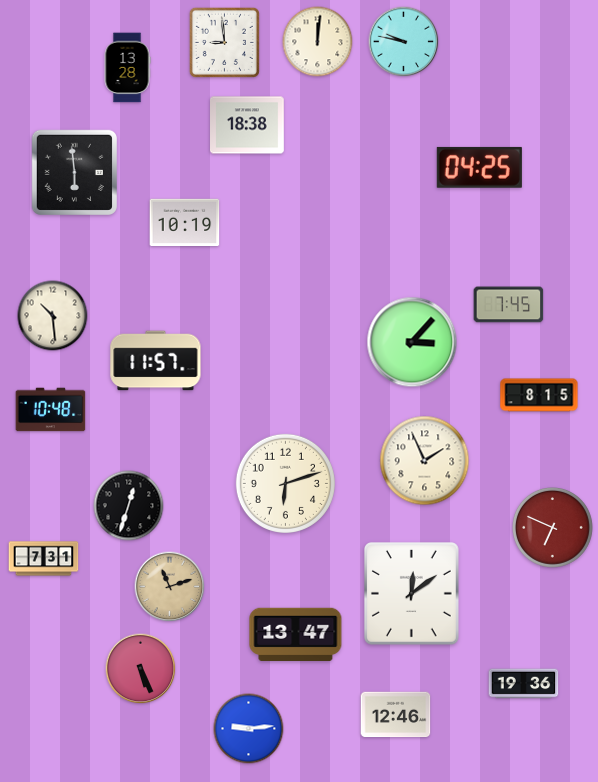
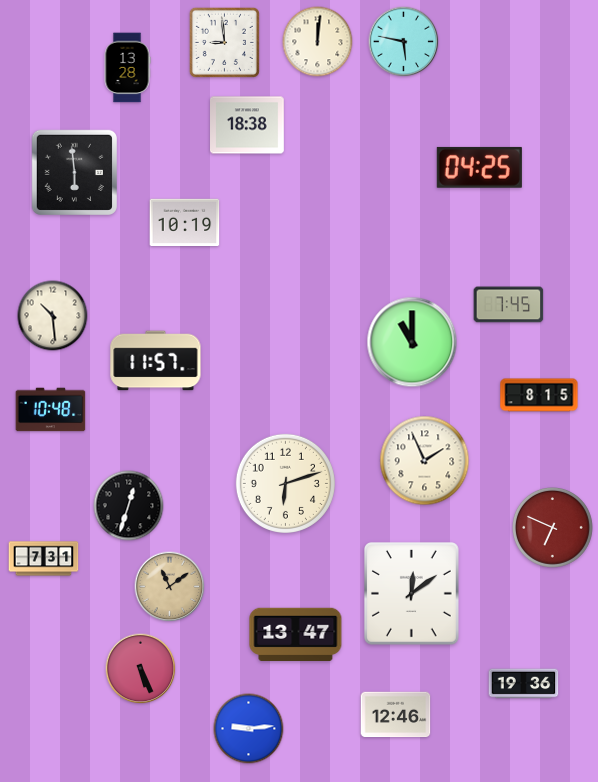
clock at (404, 42): 9:47 -> 5:47
clock at (412, 342): 3:07 -> 11:00
clock at (170, 587): 11:12 -> 11:09
